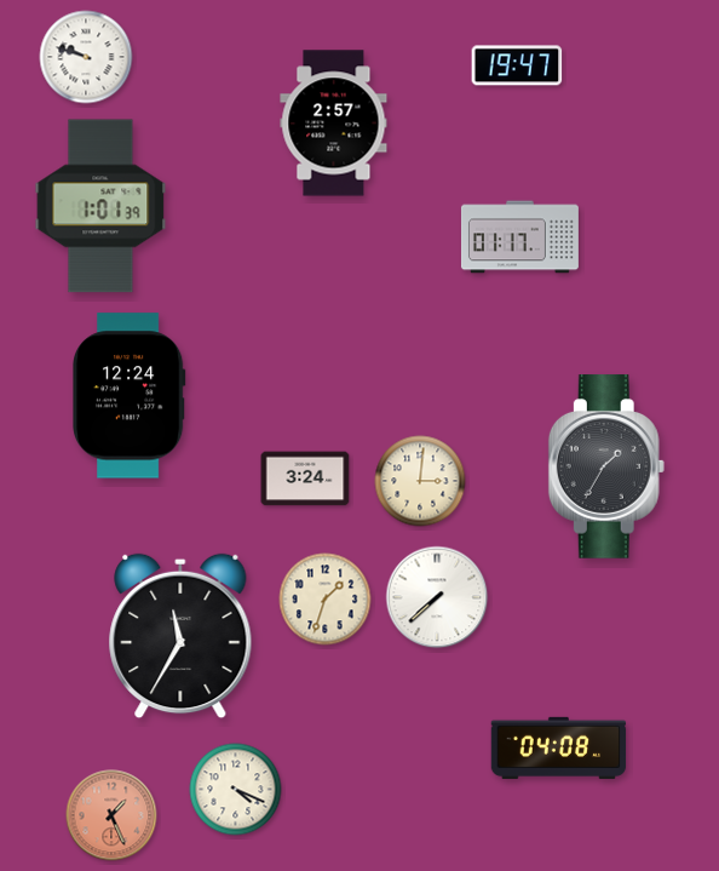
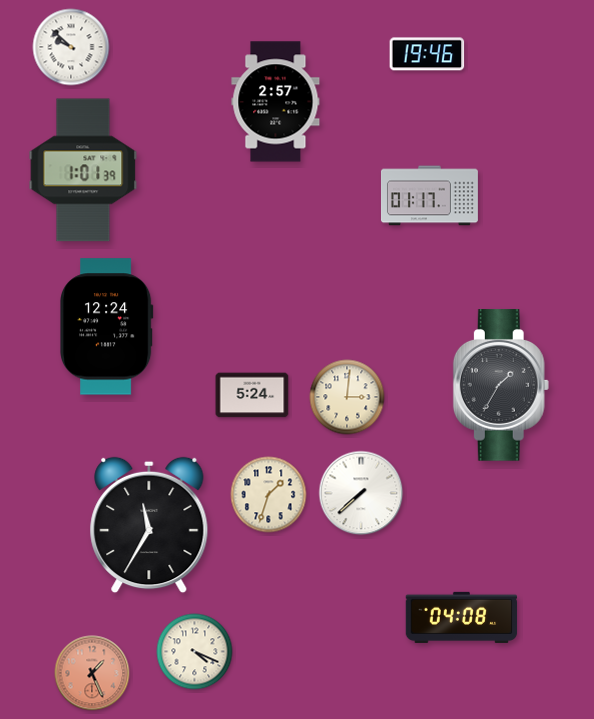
clock at (86, 57): 9:48 -> 9:52
clock at (517, 65): 19:47 -> 19:46
clock at (305, 479): 3:24 -> 5:24
